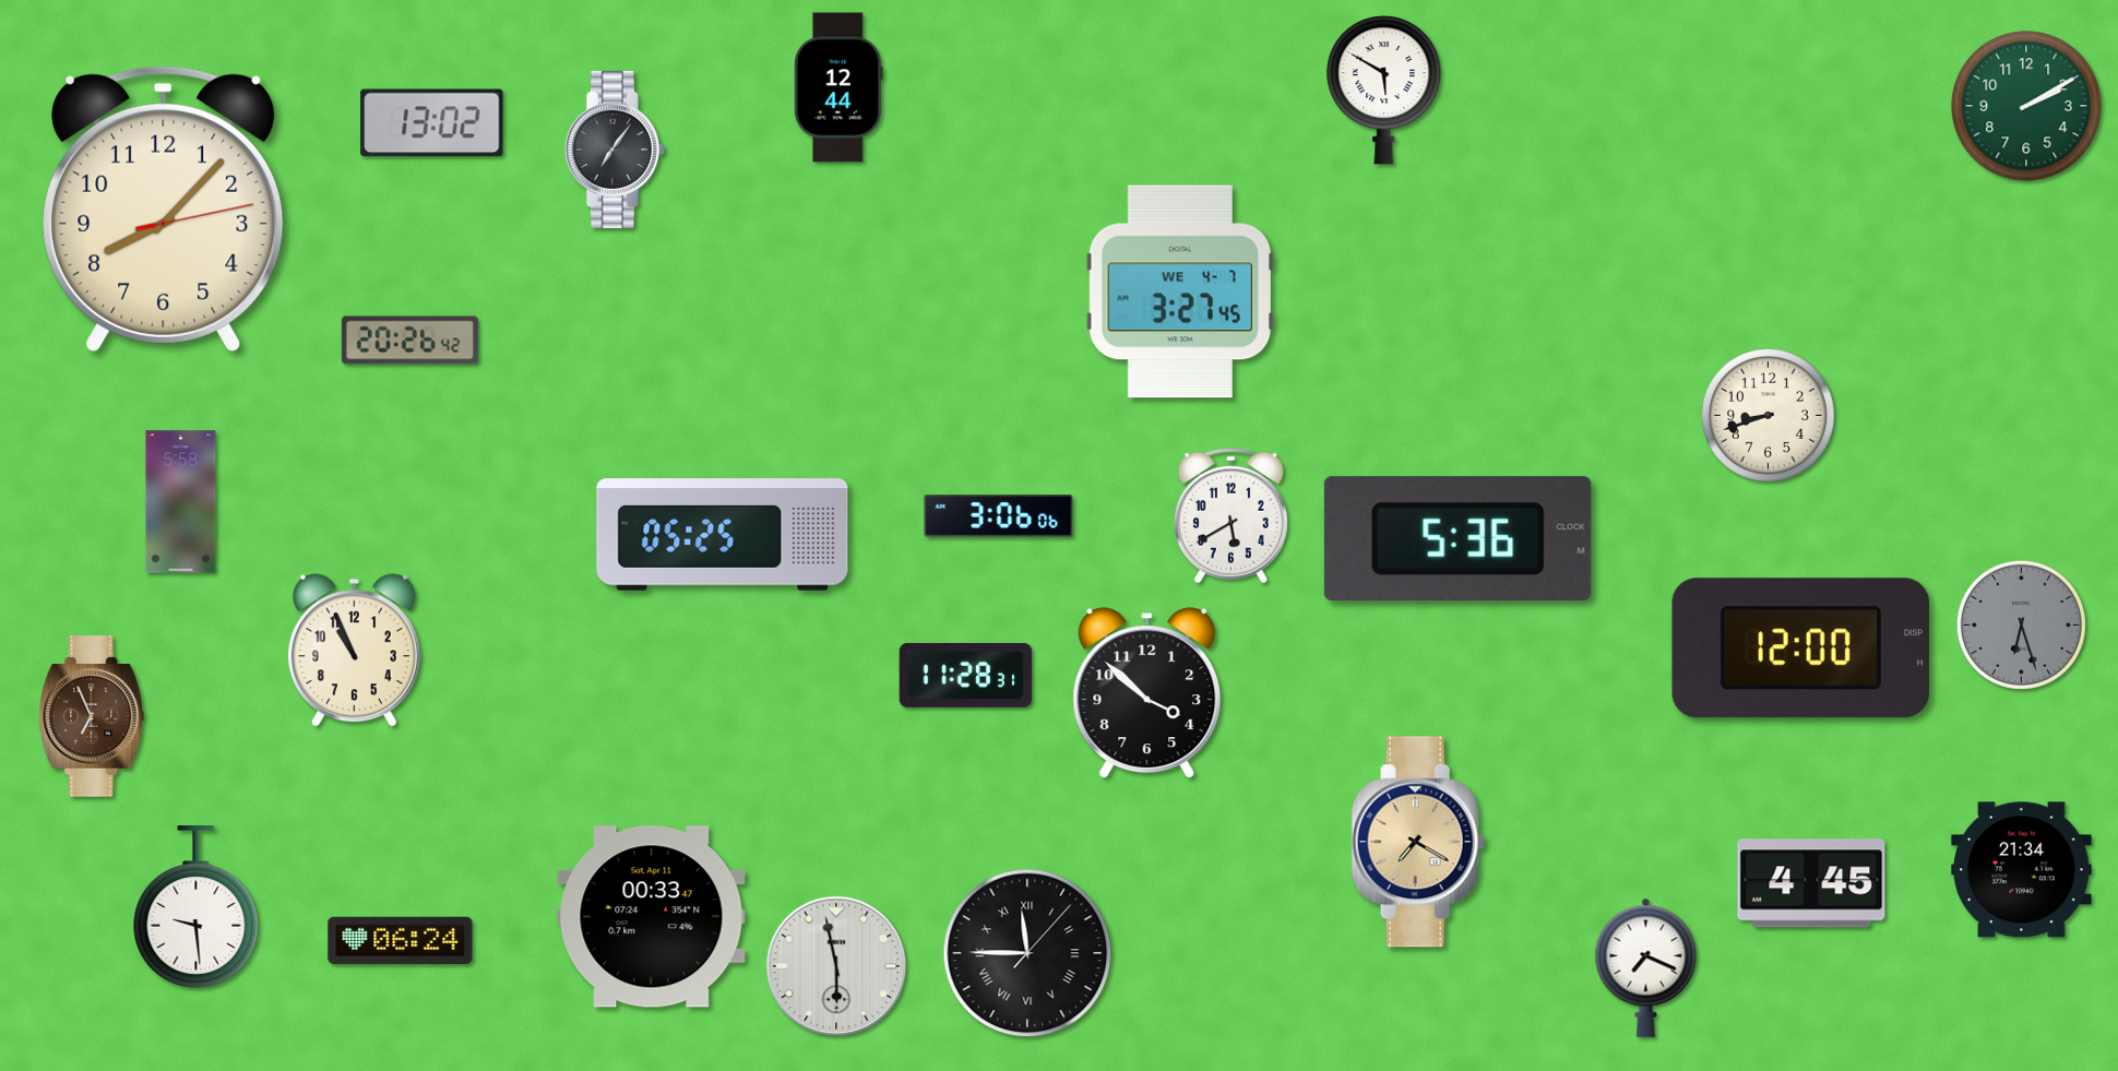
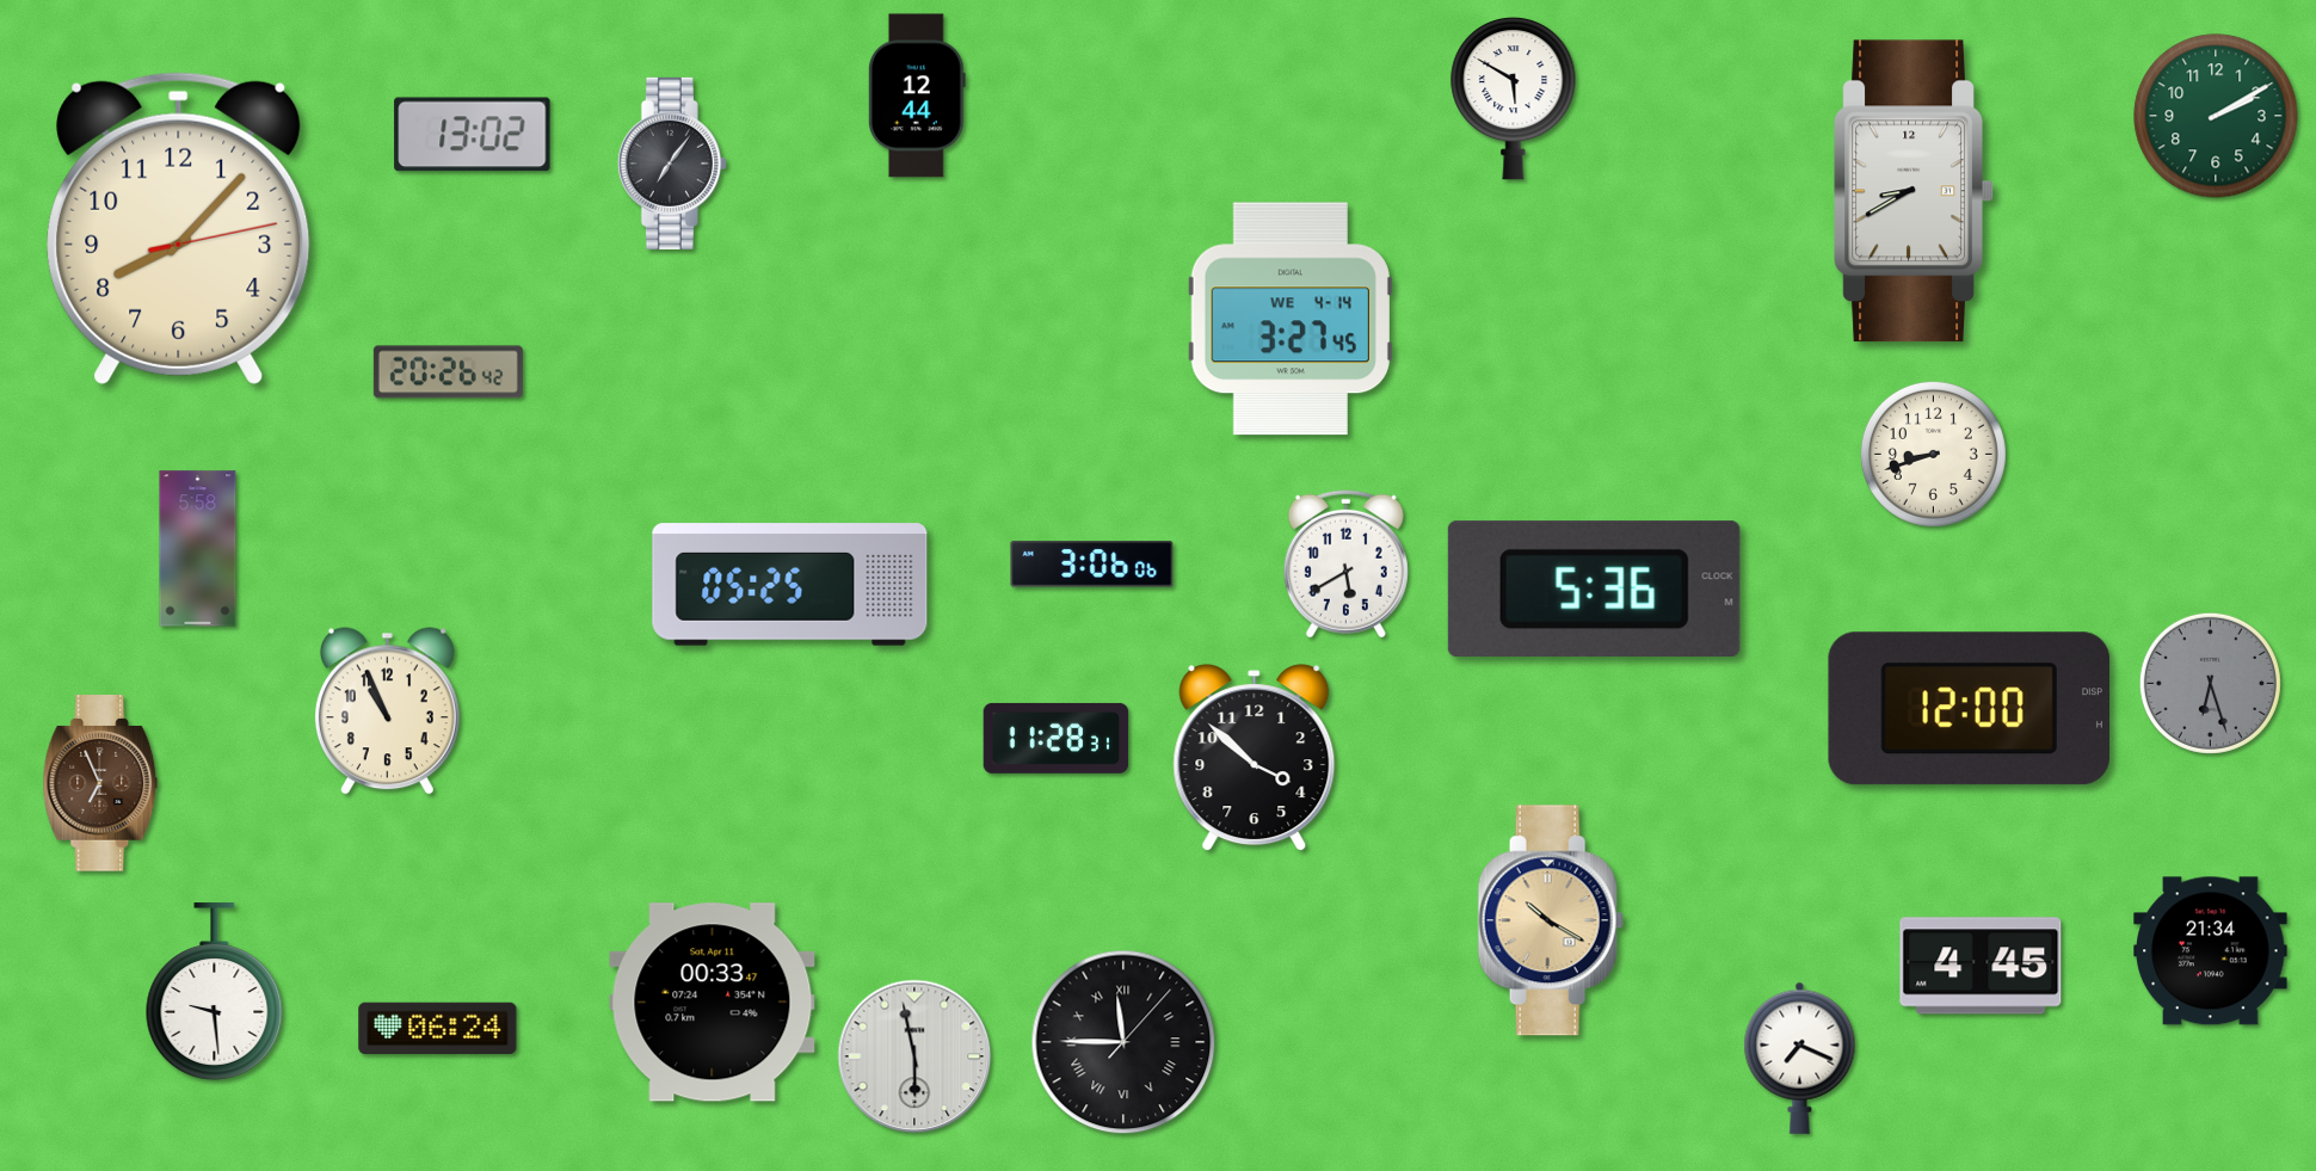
clock at (1914, 191): none -> 8:40
clock at (1180, 291) date: WE 4-7 -> WE 4-14
clock at (1418, 842): 7:20 -> 10:20
